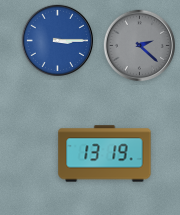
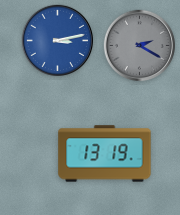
clock at (57, 40): 3:15 -> 3:13
clock at (139, 45): 2:22 -> 2:20
